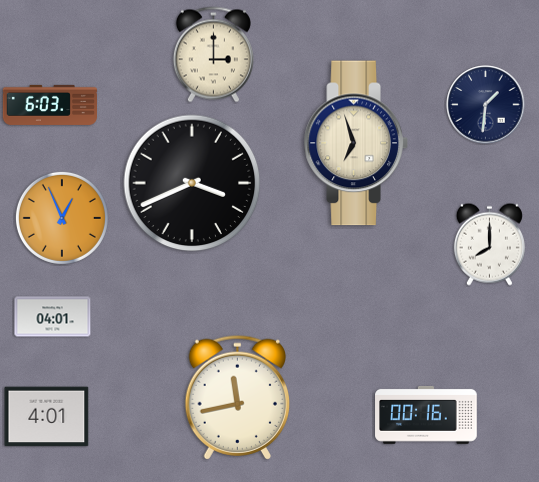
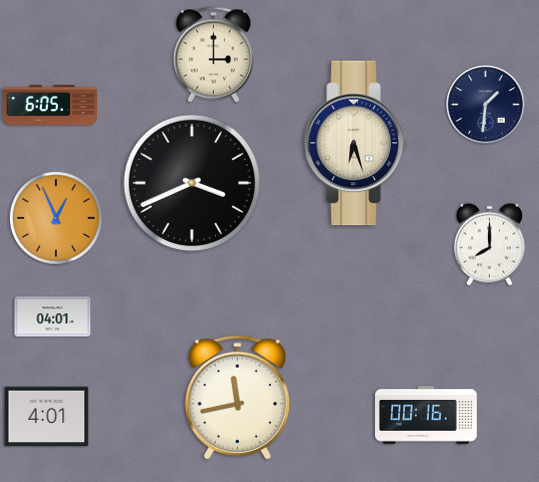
clock at (49, 105): 6:03 -> 6:05
clock at (356, 143): 6:57 -> 6:27
clock at (62, 218) position: (62, 218) -> (56, 218)
